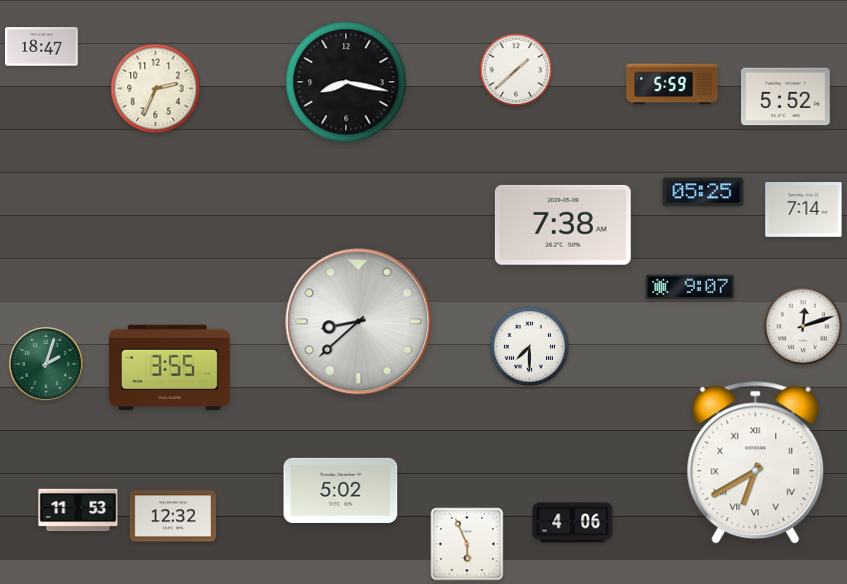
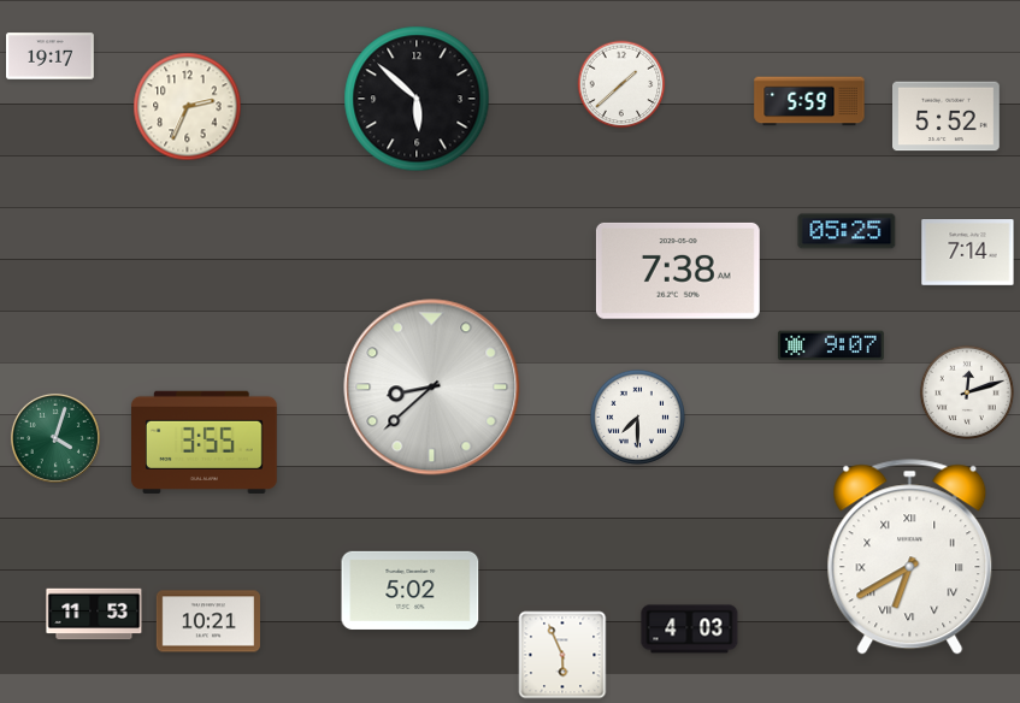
clock at (42, 47): 18:47 -> 19:17
clock at (346, 82): 8:17 -> 5:52
clock at (46, 364): 2:03 -> 4:03
clock at (173, 516): 12:32 -> 10:21
clock at (573, 523): 4:06 -> 4:03
